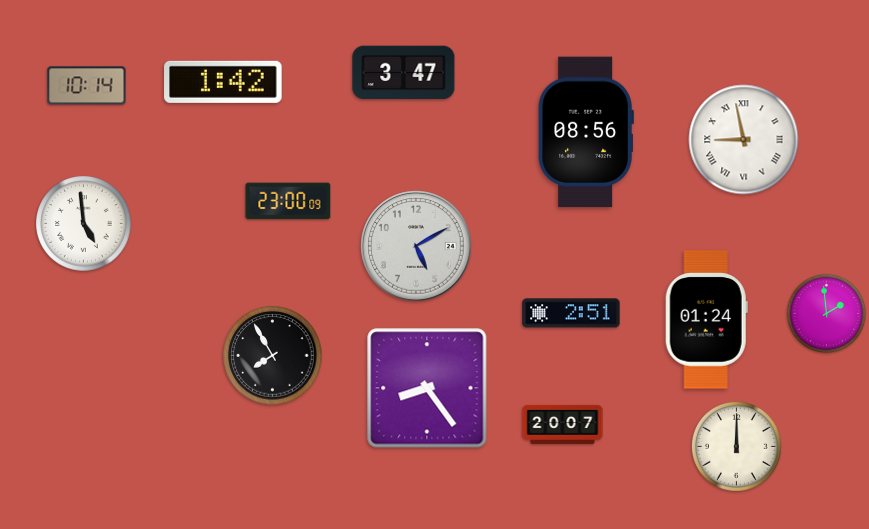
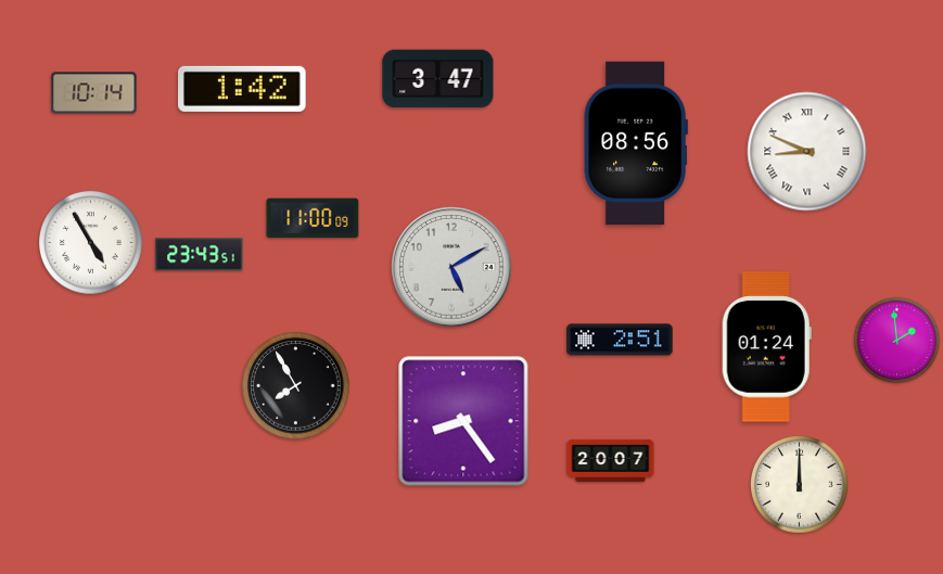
clock at (744, 140): 8:58 -> 8:49
clock at (288, 201): 23:00 -> 11:00
clock at (84, 224): 4:59 -> 4:55
clock at (200, 255): none -> 23:43
